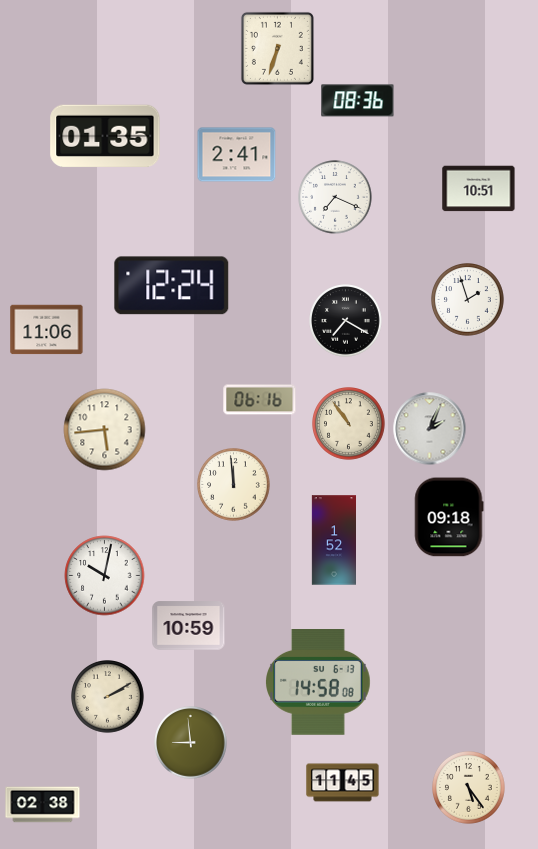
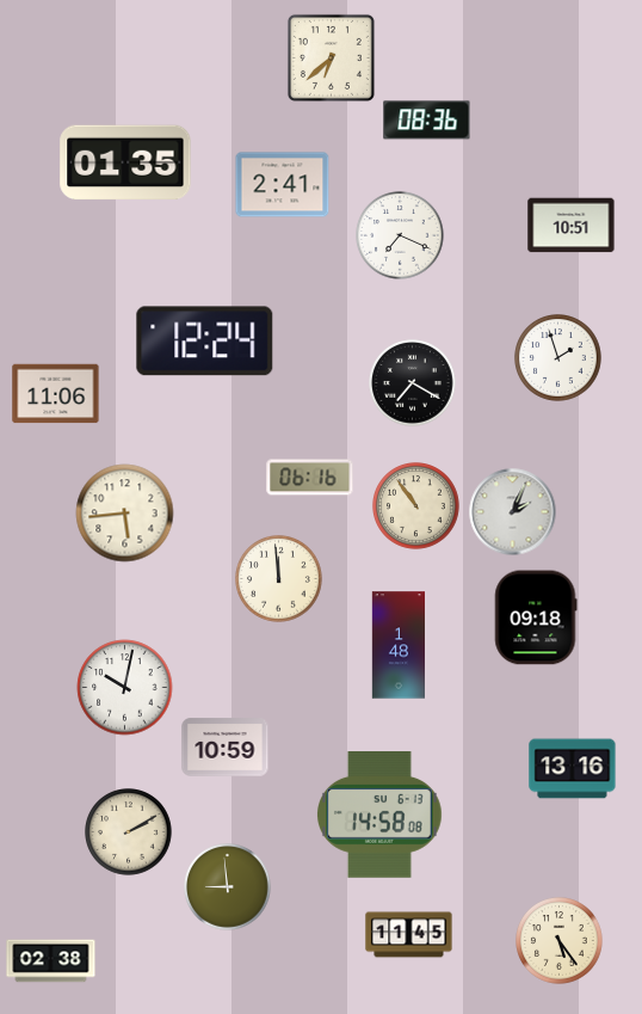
clock at (277, 48): 6:33 -> 6:38
clock at (333, 540): 1:52 -> 1:48
clock at (573, 769): none -> 13:16
